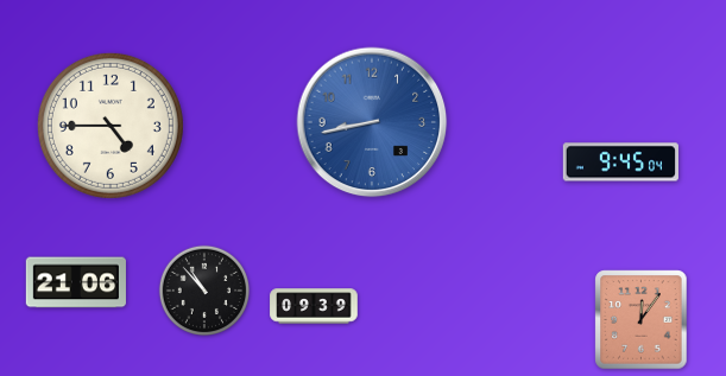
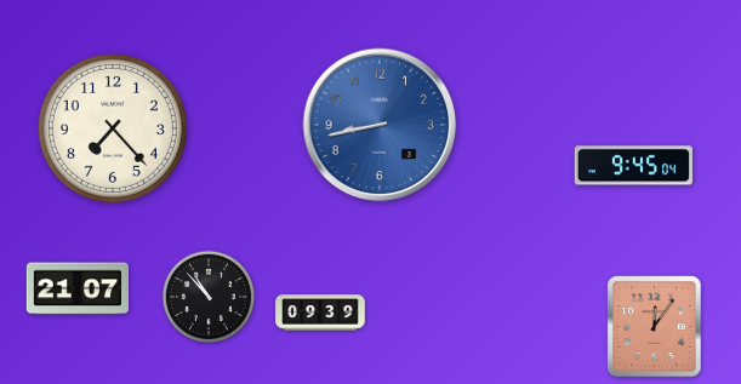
clock at (111, 126): 4:45 -> 7:23
clock at (76, 282): 21:06 -> 21:07
